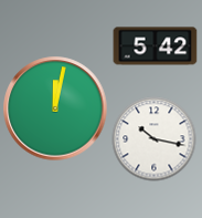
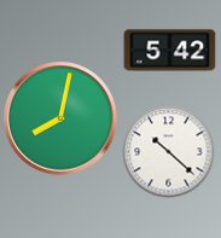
clock at (55, 108): 12:02 -> 8:02
clock at (155, 139): 10:17 -> 10:22
